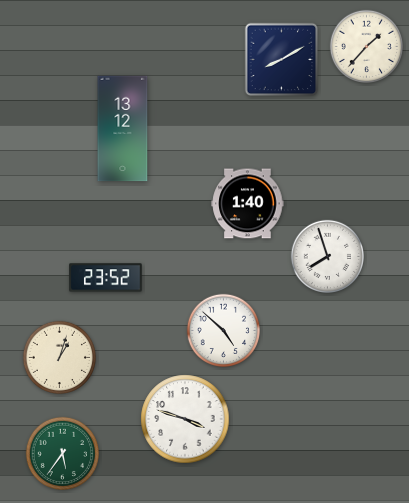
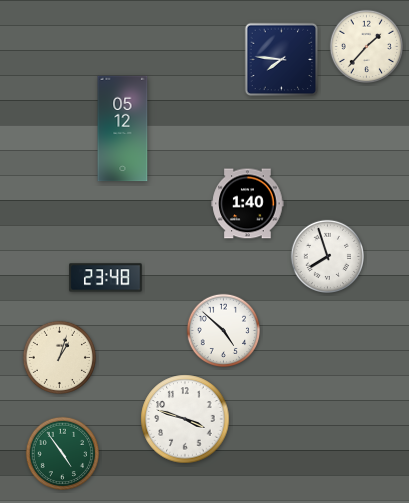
clock at (282, 60): 8:10 -> 7:46
clock at (123, 129): 13:12 -> 05:12
clock at (106, 278): 23:52 -> 23:48
clock at (62, 453): 5:36 -> 4:54
